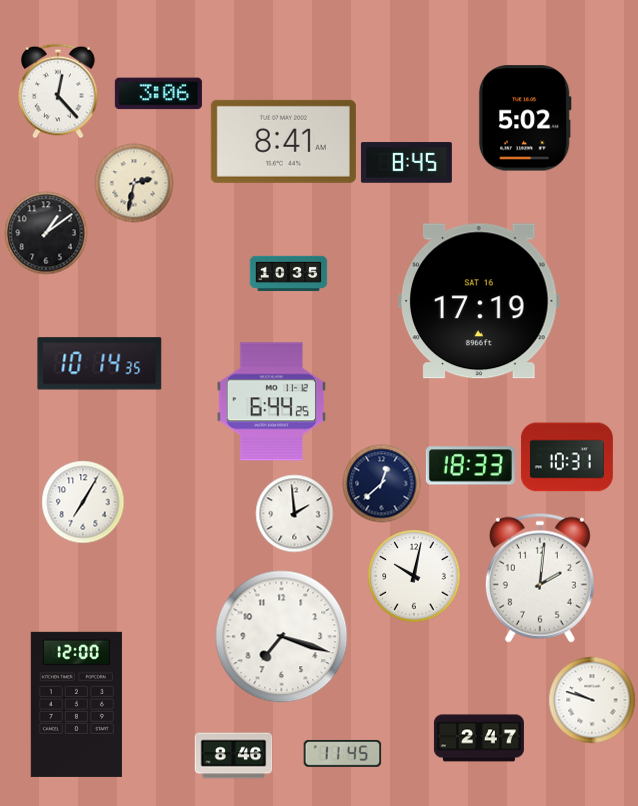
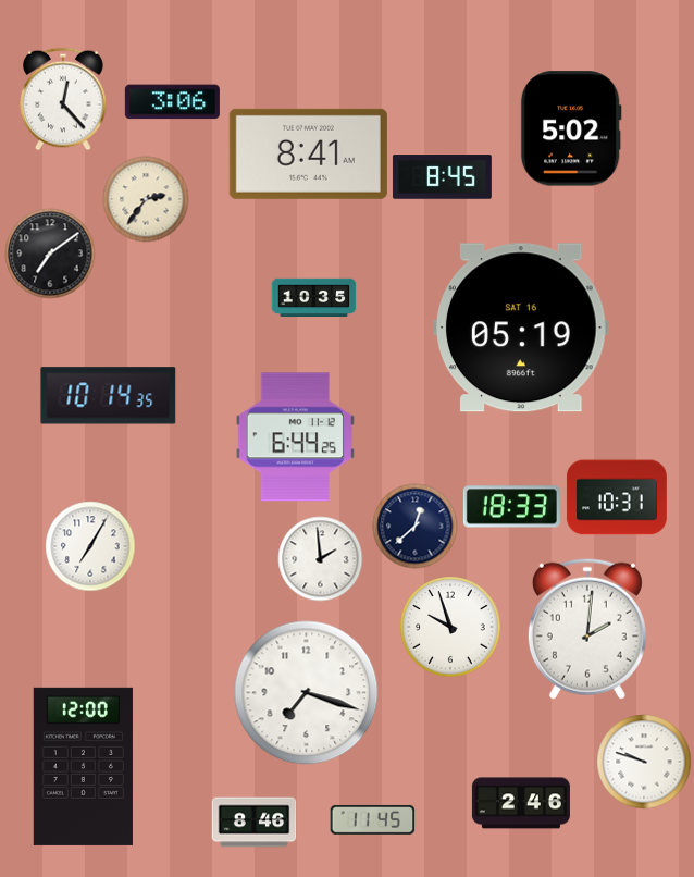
clock at (134, 183): 2:32 -> 2:36
clock at (46, 233): 1:09 -> 7:09
clock at (479, 301): 17:19 -> 05:19
clock at (414, 576): 10:02 -> 9:57
clock at (479, 738): 2:47 -> 2:46
